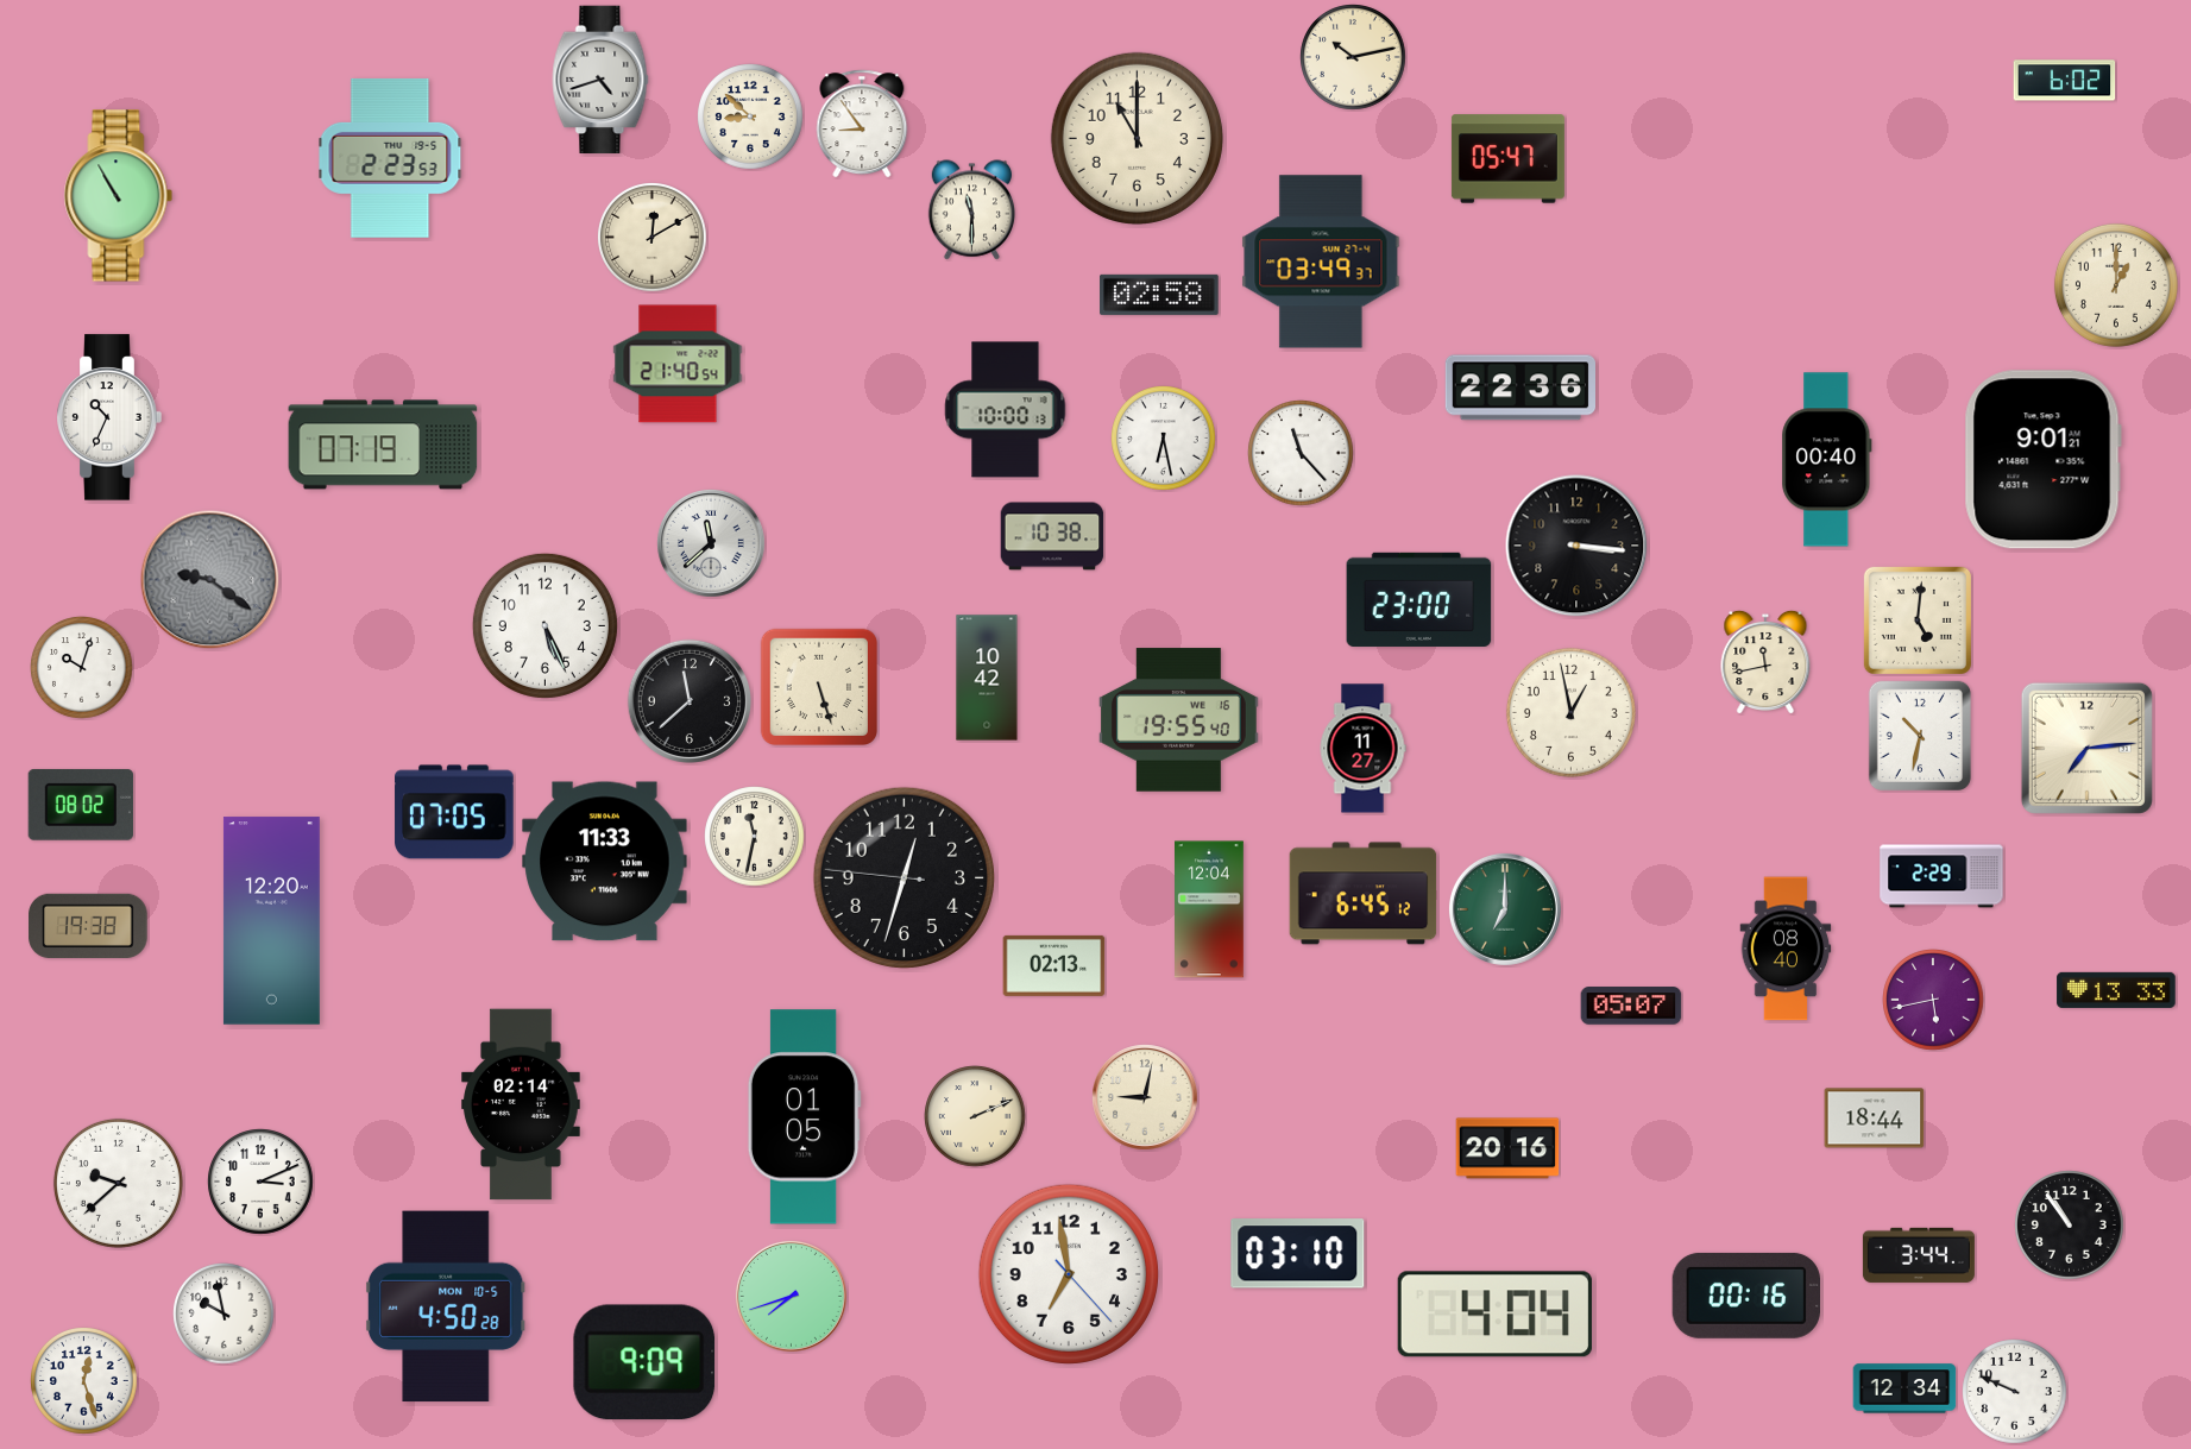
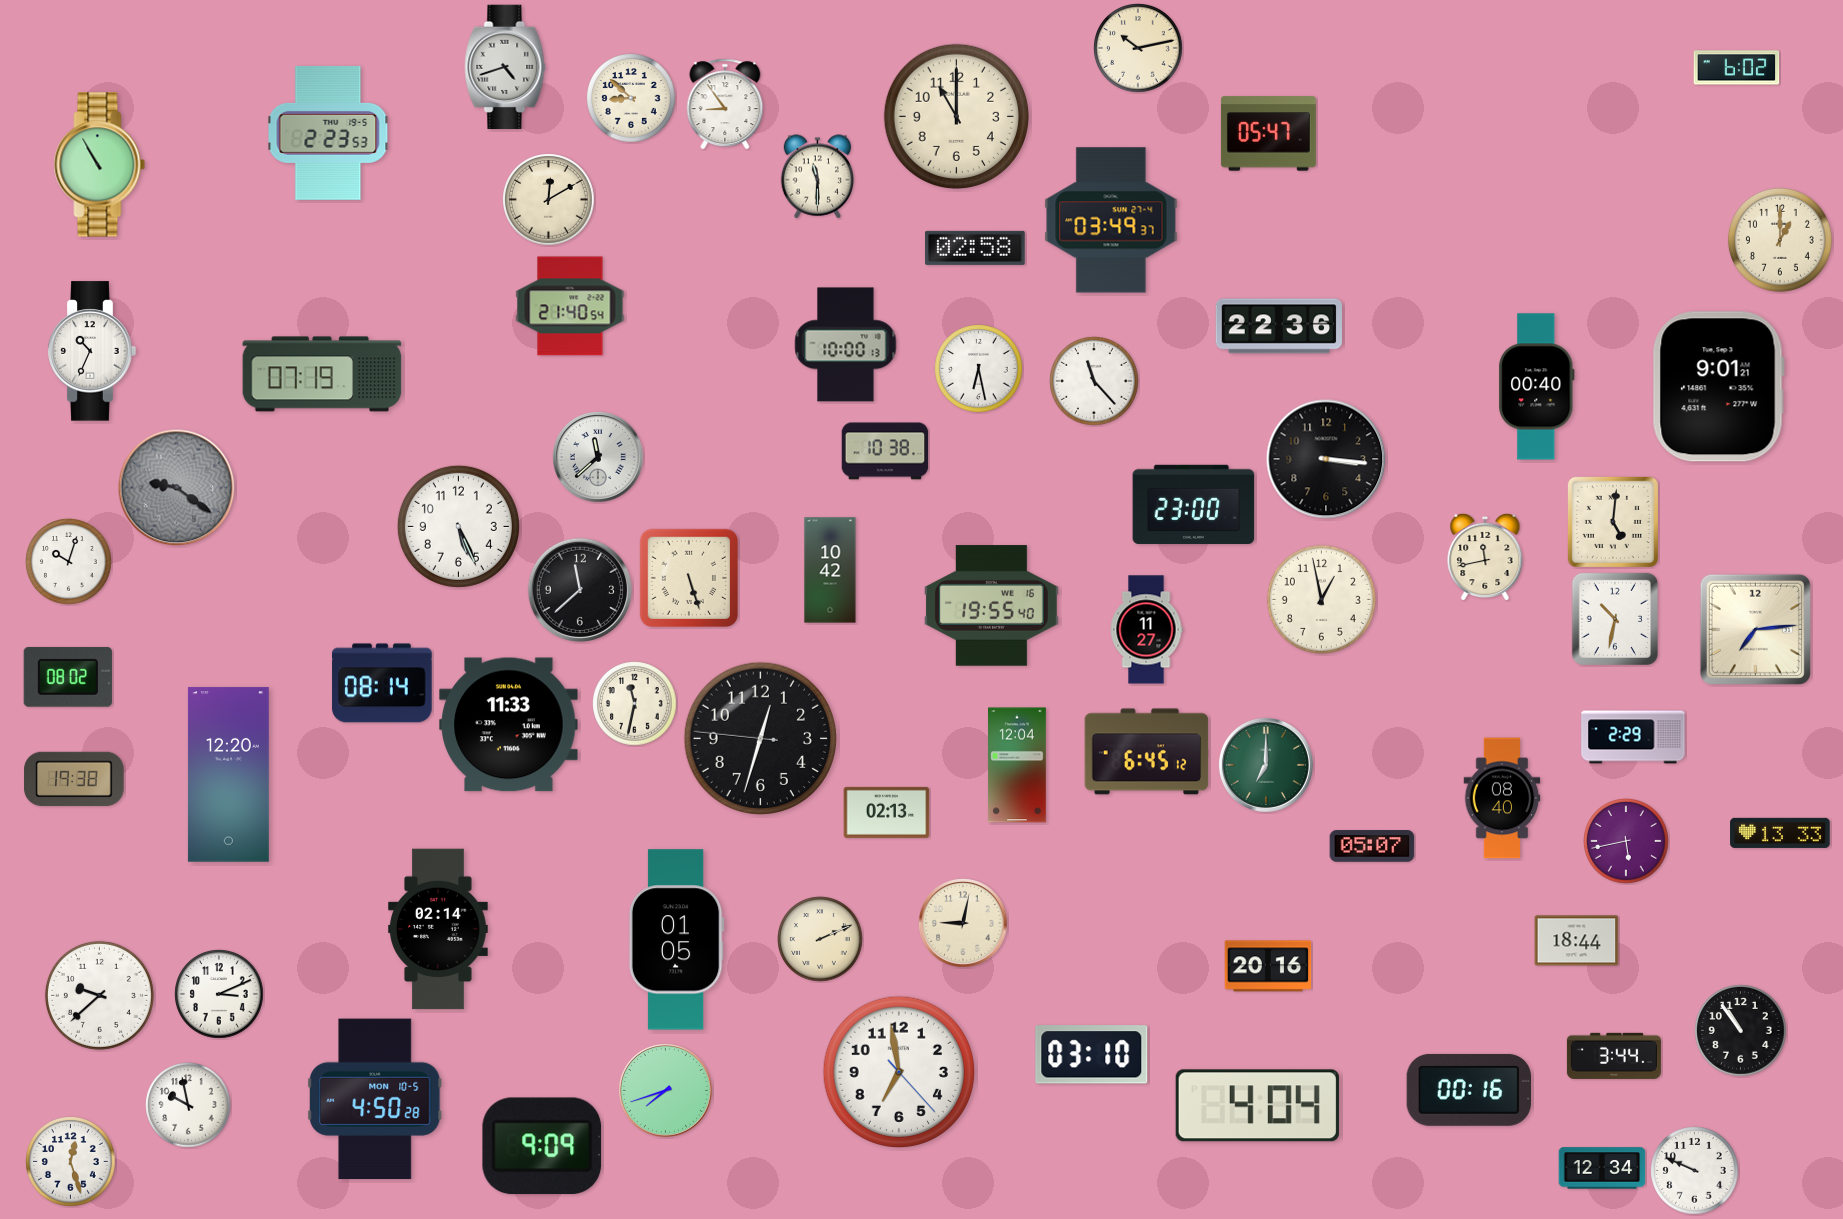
clock at (454, 812): 07:05 -> 08:14
